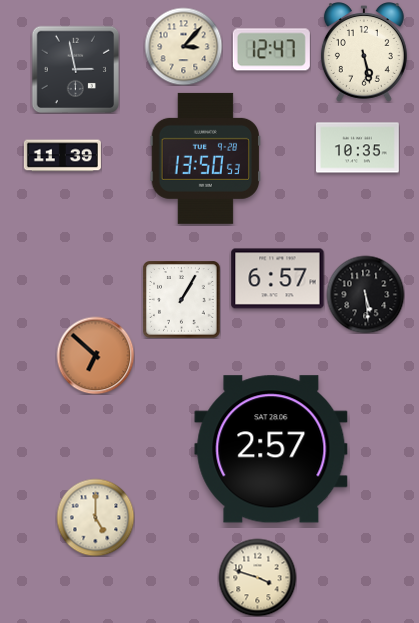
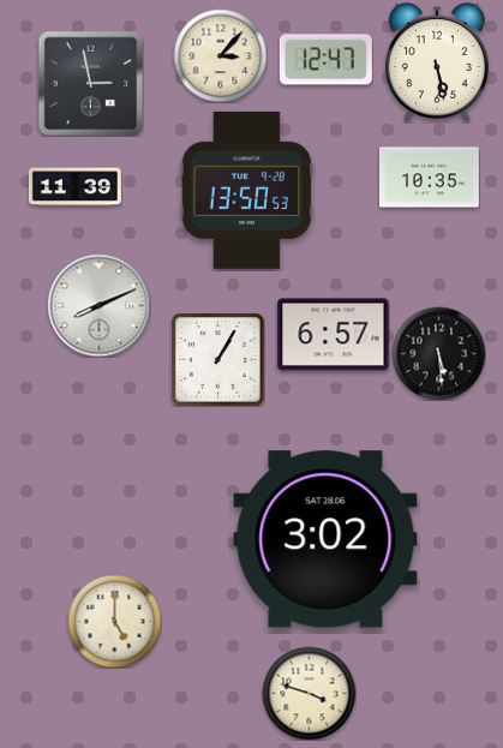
clock at (98, 305): none -> 8:11
clock at (95, 355): 6:52 -> none
clock at (271, 449): 2:57 -> 3:02
